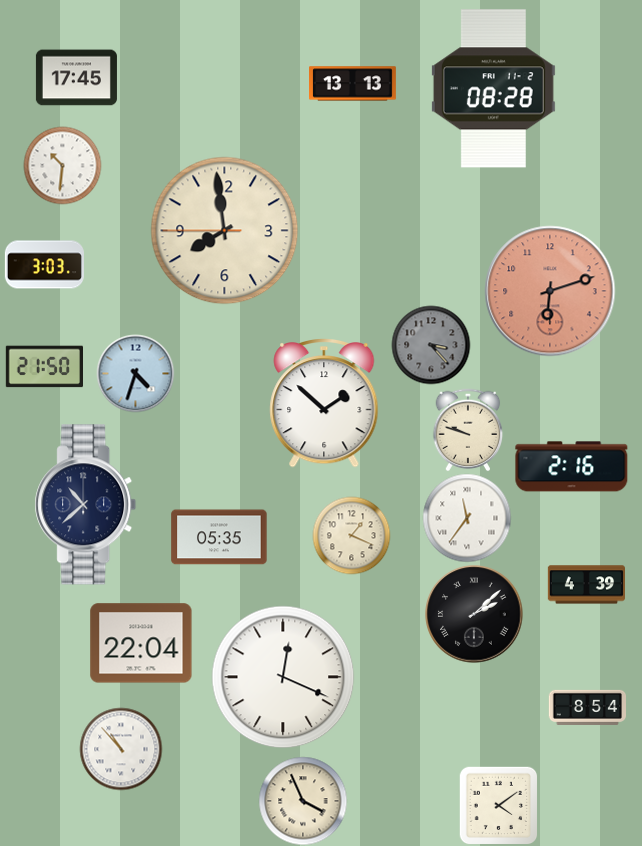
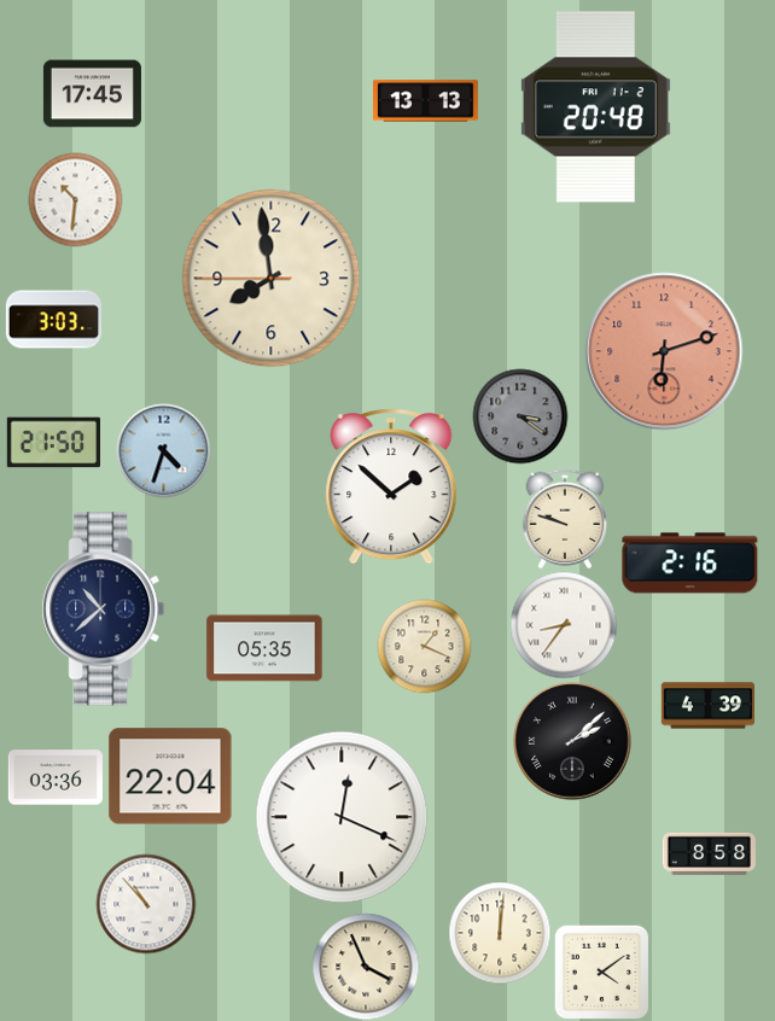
clock at (493, 89): 08:28 -> 20:48
clock at (431, 345): 3:23 -> 3:21
clock at (467, 518): 11:36 -> 8:36
clock at (56, 777): none -> 03:36
clock at (587, 707): 8:54 -> 8:58
clock at (500, 933): none -> 12:01
